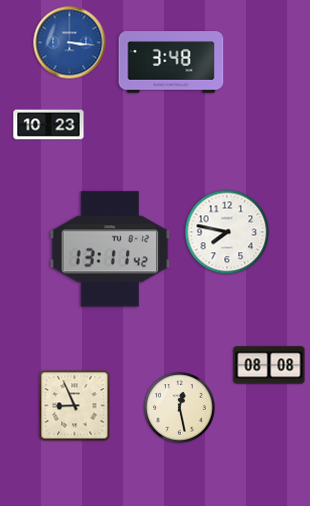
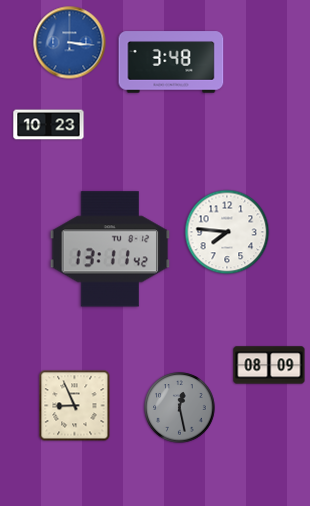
clock at (227, 232): 7:47 -> 7:46
clock at (269, 365): 08:08 -> 08:09
clock at (180, 408) dial: cream -> grey
